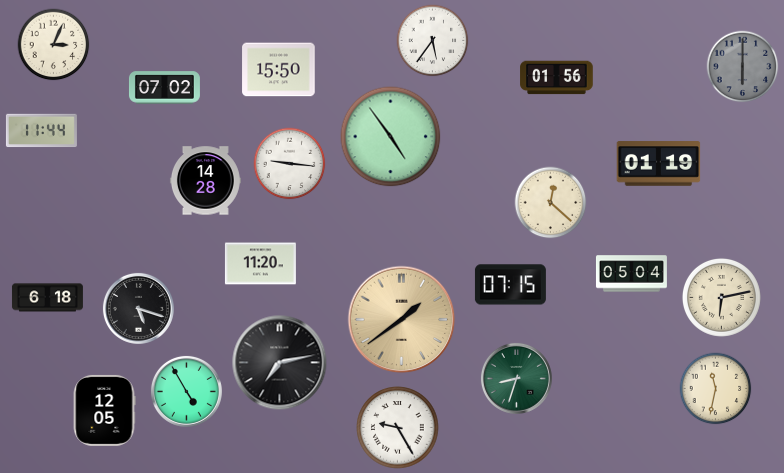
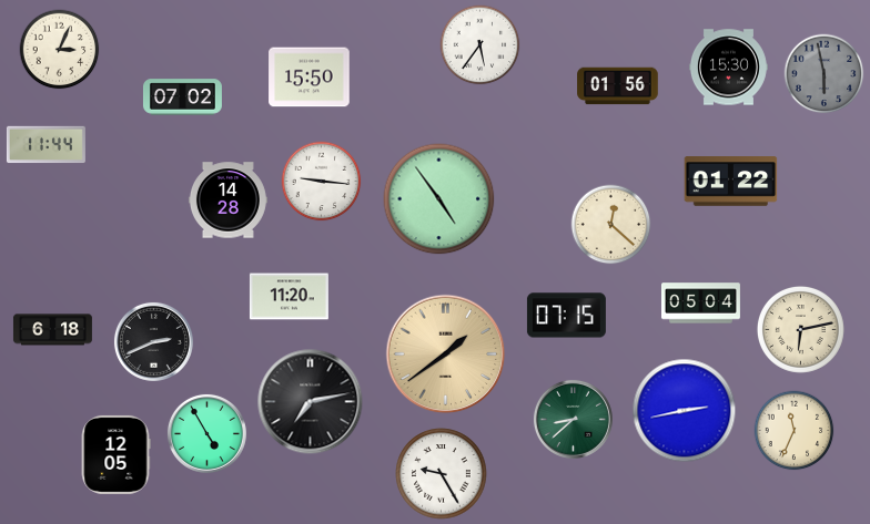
clock at (728, 68): none -> 15:30
clock at (743, 67): 6:00 -> 5:58
clock at (391, 137) position: (391, 137) -> (439, 199)
clock at (659, 164): 01:19 -> 01:22
clock at (260, 264) position: (260, 264) -> (289, 297)
clock at (138, 308): 5:18 -> 2:41
clock at (685, 411): none -> 2:43
clock at (516, 378): 8:33 -> 8:38
clock at (716, 389): 11:32 -> 11:34
